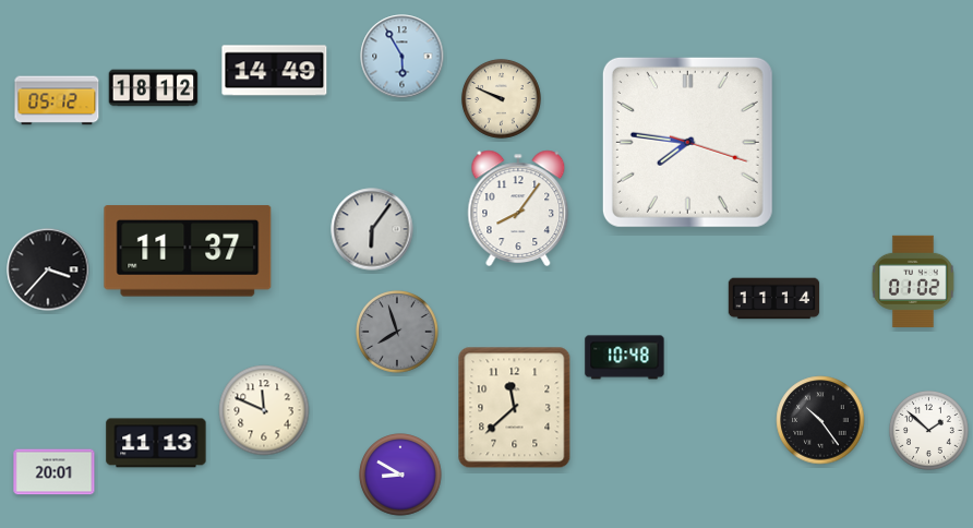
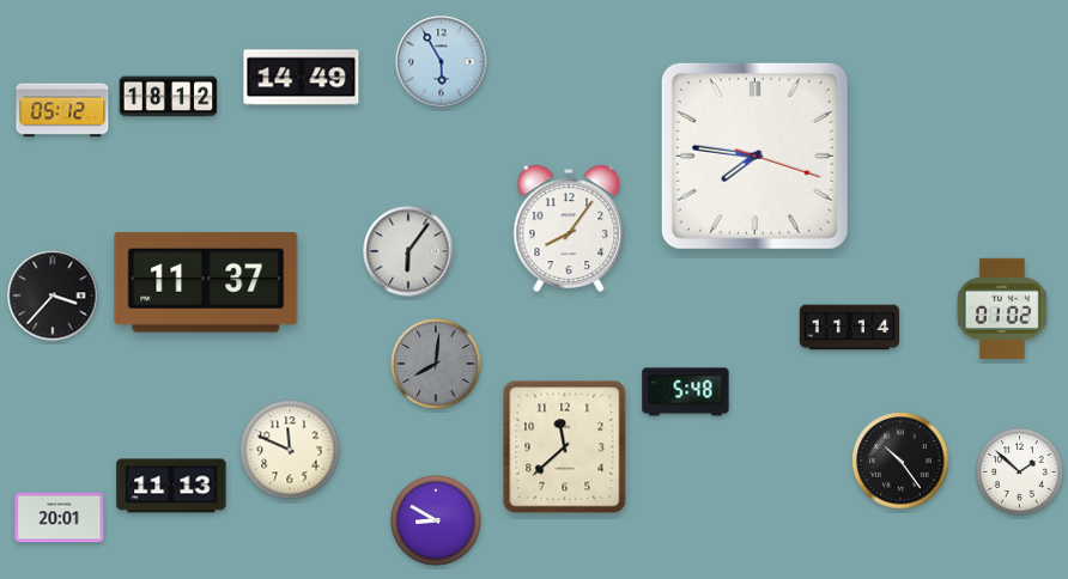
clock at (501, 98): 9:49 -> none
clock at (188, 251) position: (188, 251) -> (206, 282)
clock at (397, 332): 7:57 -> 8:01
clock at (625, 358): 10:48 -> 5:48
clock at (400, 475) position: (400, 475) -> (436, 520)
